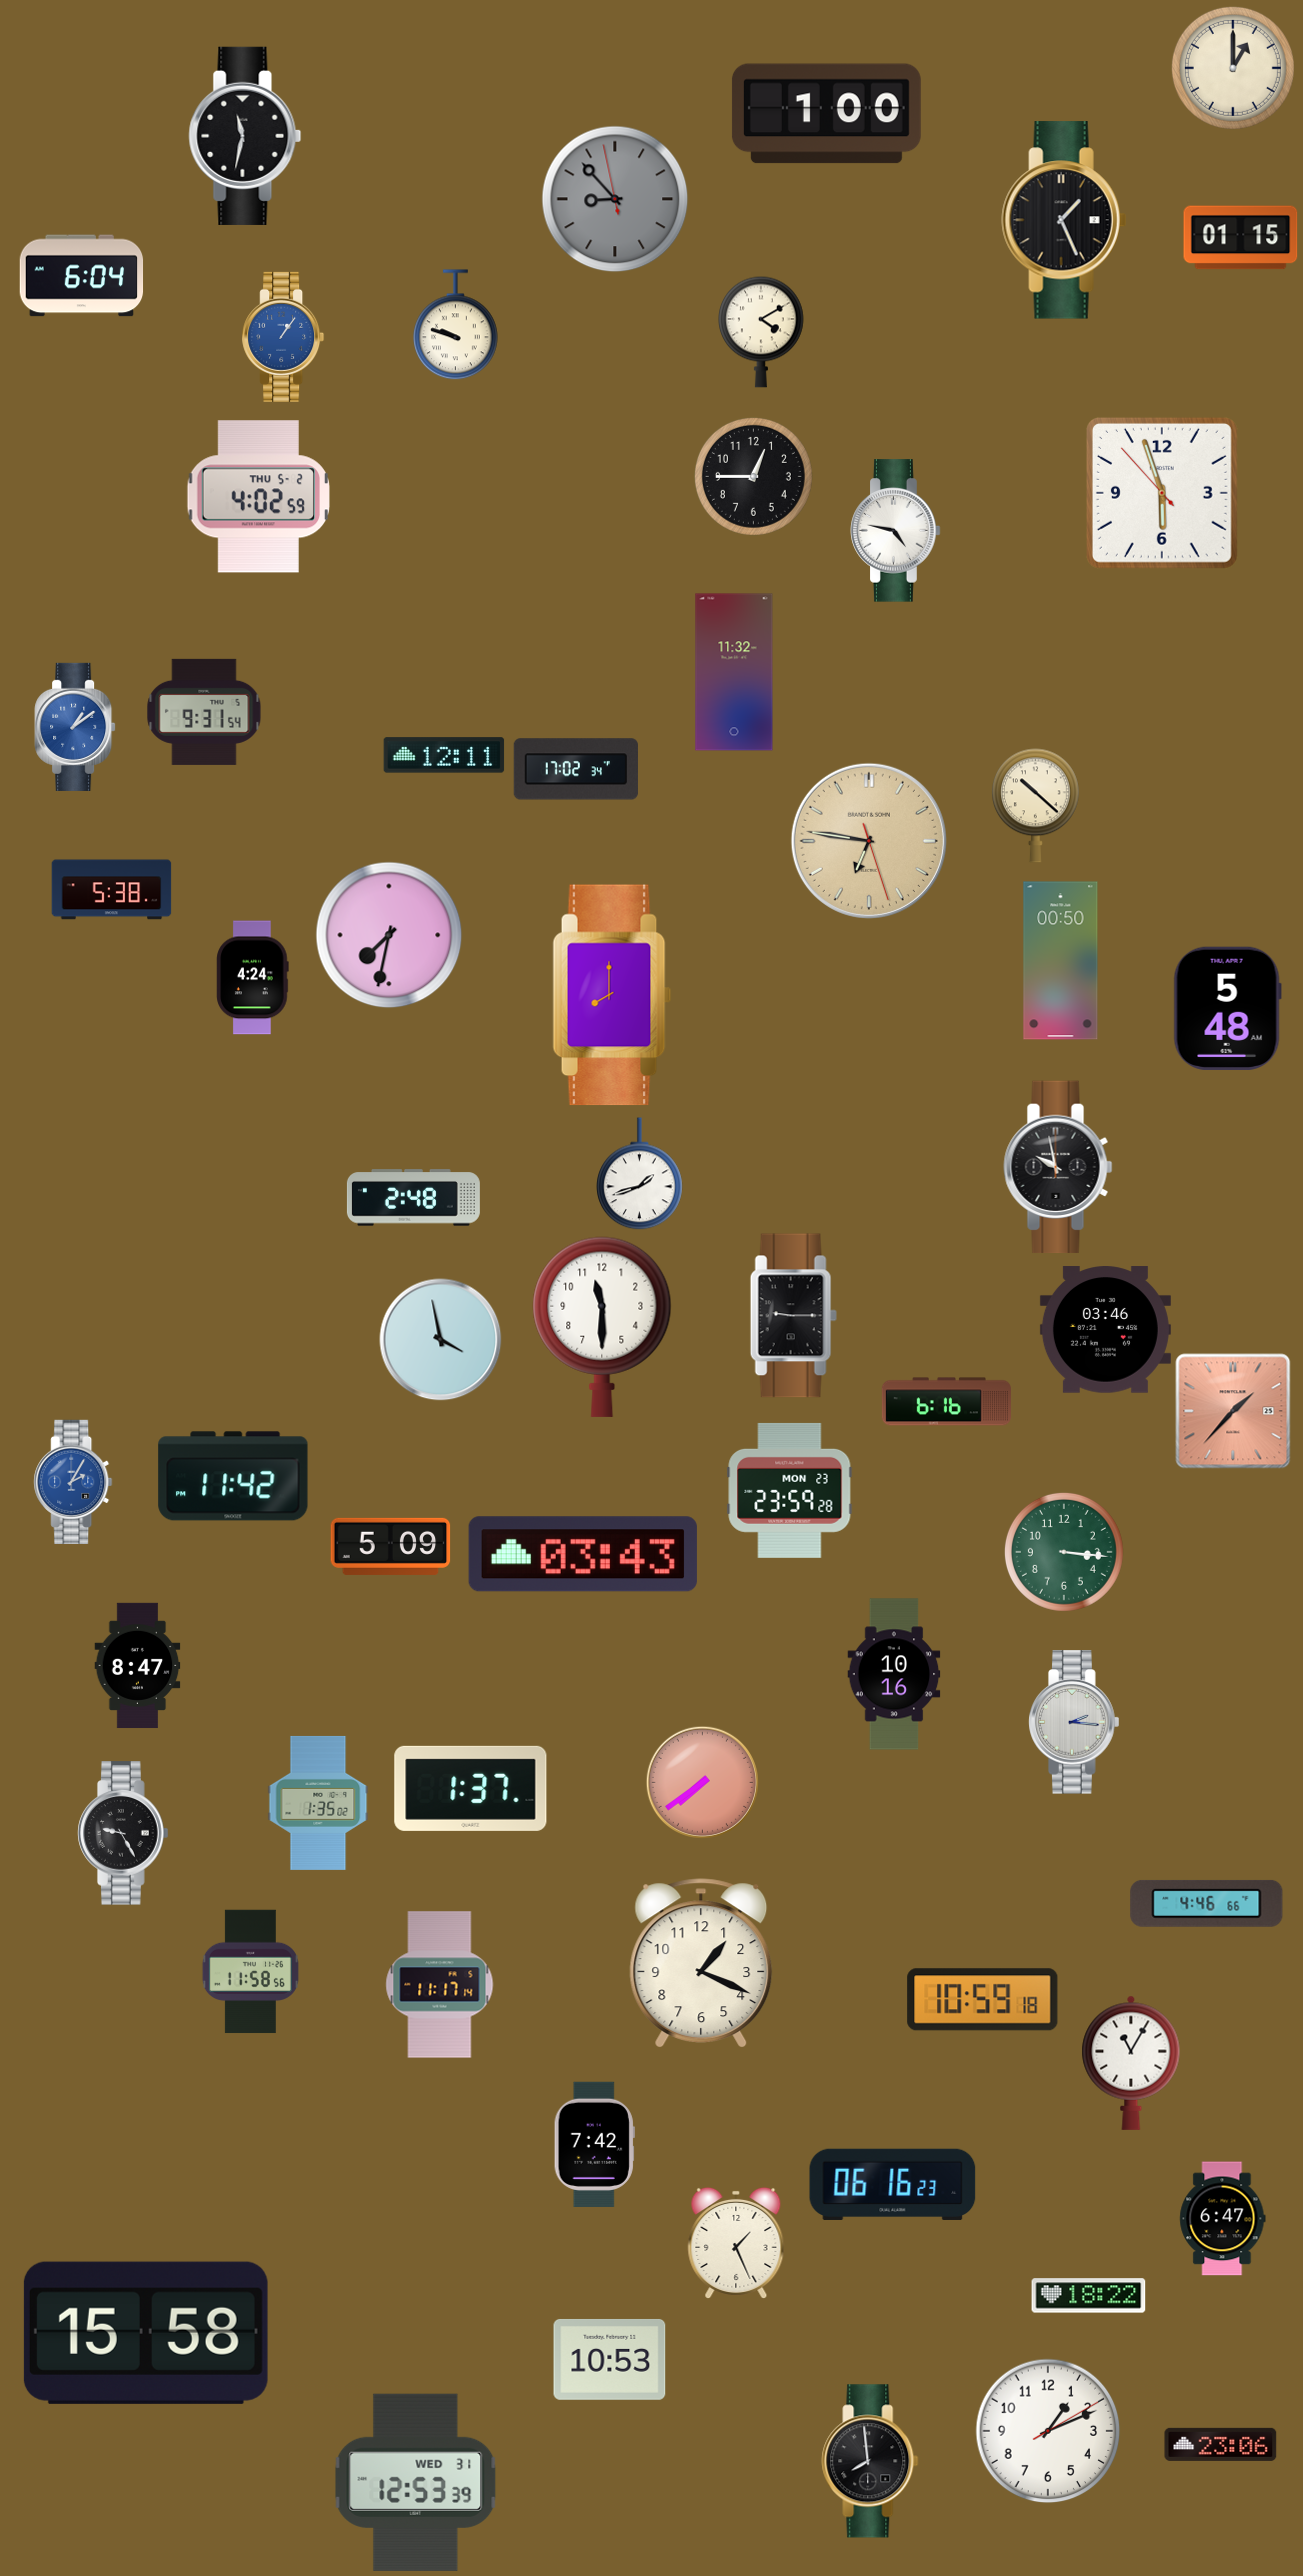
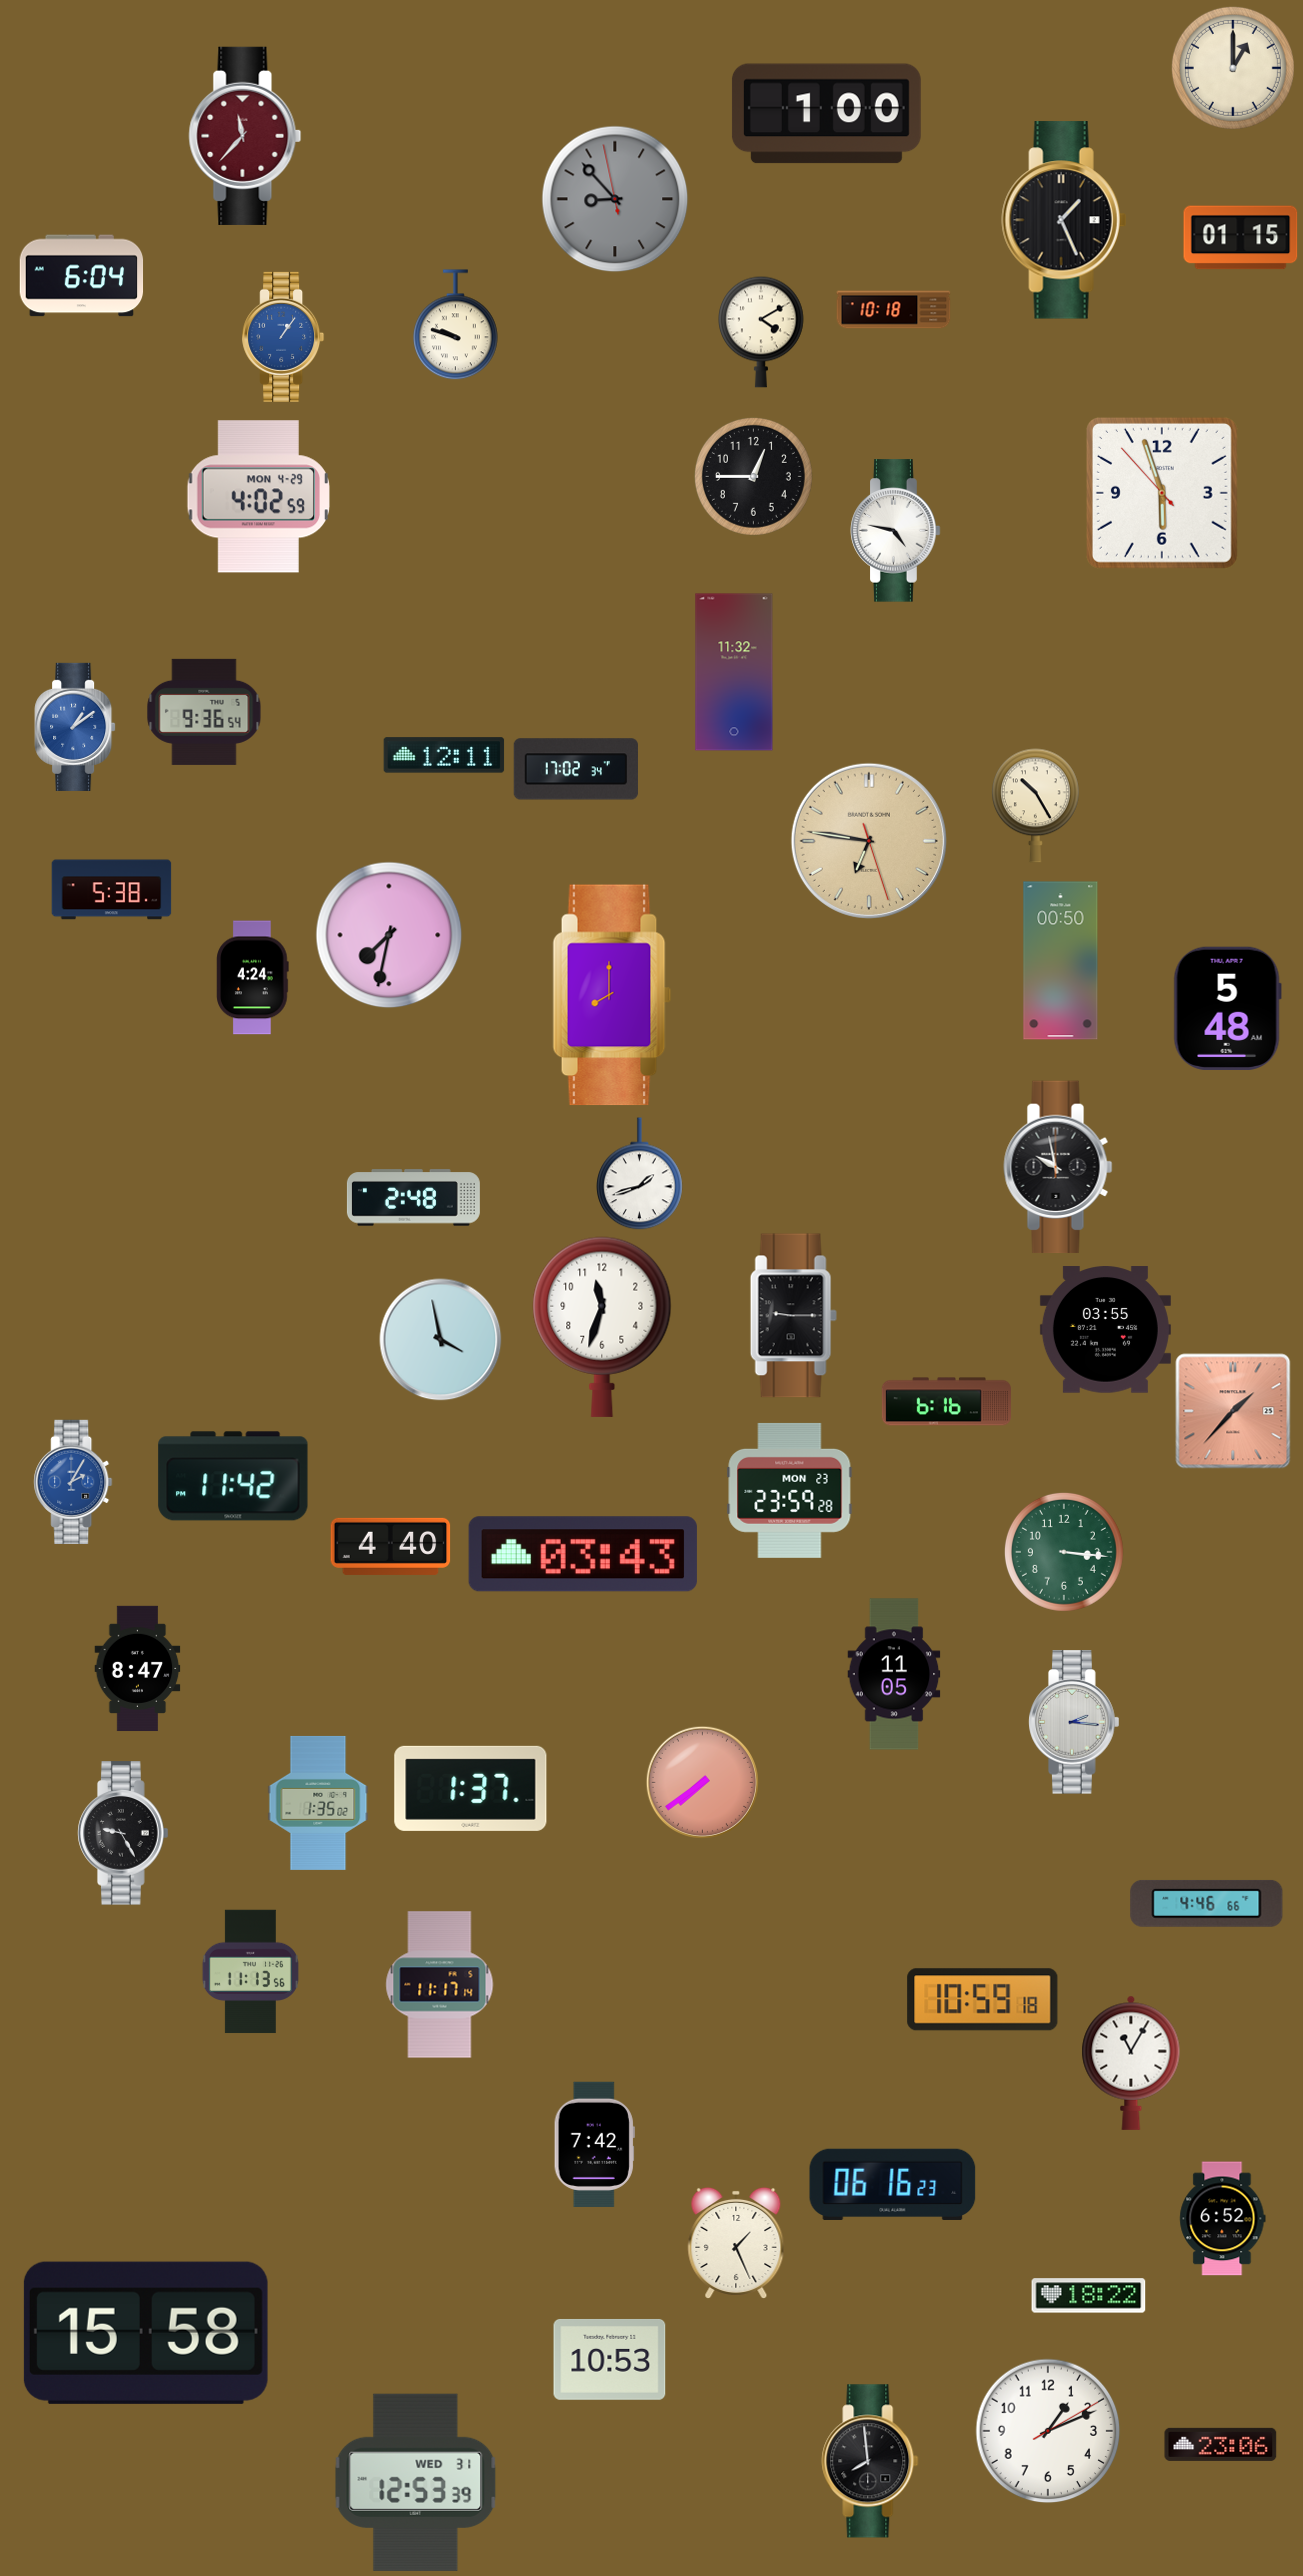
clock at (245, 136): 11:32 -> 11:37
clock at (245, 136) dial: black -> burgundy
clock at (894, 310): none -> 10:18
clock at (258, 497) date: THU 5-2 -> MON 4-29
clock at (204, 712): 9:31 -> 9:36
clock at (1035, 806): 10:22 -> 10:25
clock at (602, 1327): 11:30 -> 11:33
clock at (1105, 1330): 03:46 -> 03:55
clock at (391, 1546): 5:09 -> 4:40
clock at (138, 1666) position: (138, 1666) -> (138, 1669)
clock at (894, 1674): 10:16 -> 11:05
clock at (701, 1963): 1:19 -> none
clock at (250, 1972): 11:58 -> 11:13
clock at (1223, 2219): 6:47 -> 6:52
